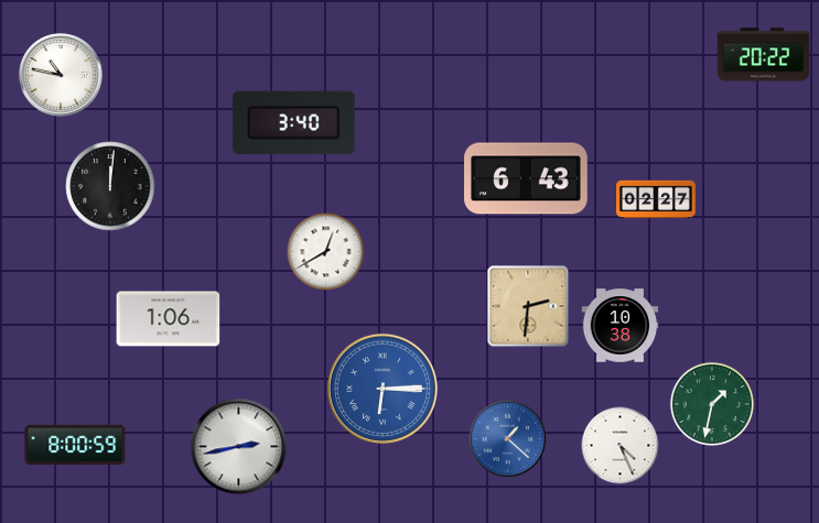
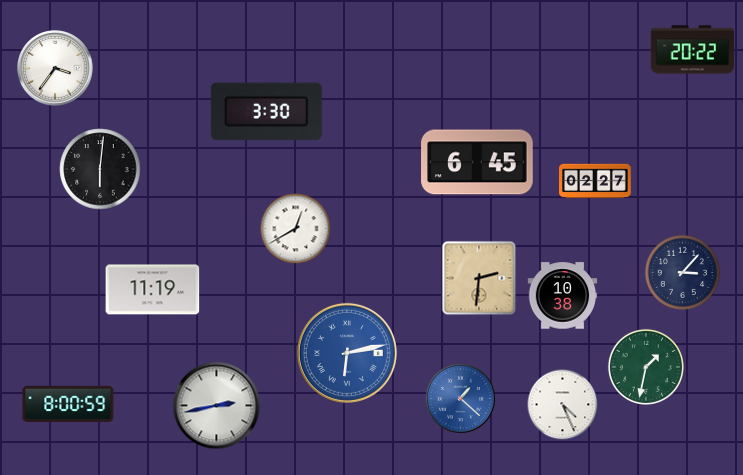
clock at (61, 75): 10:47 -> 3:36
clock at (293, 123): 3:40 -> 3:30
clock at (526, 178): 6:43 -> 6:45
clock at (110, 186): 12:01 -> 6:01
clock at (682, 272): none -> 3:07
clock at (169, 319): 1:06 -> 11:19
clock at (382, 389): 6:15 -> 6:13
